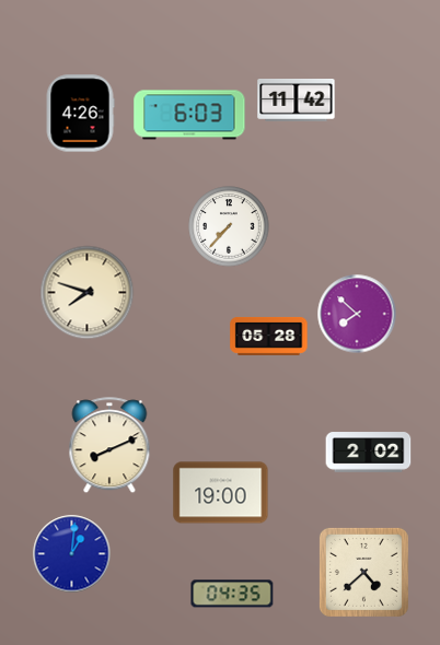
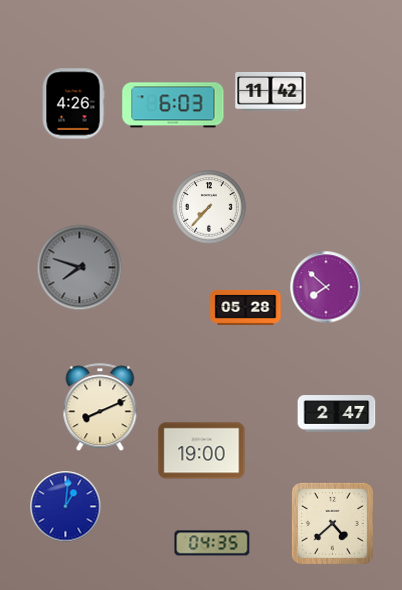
clock at (88, 293) dial: cream -> grey
clock at (369, 453): 2:02 -> 2:47
